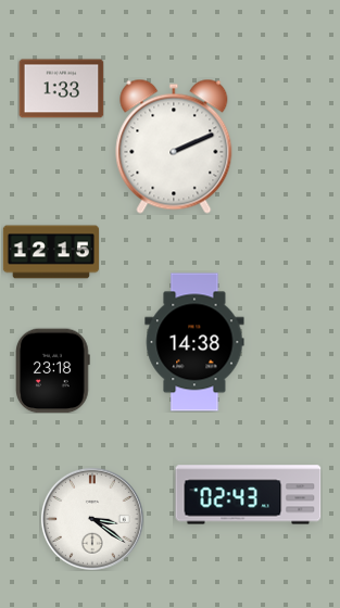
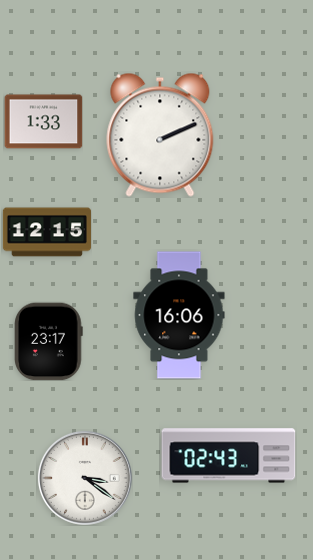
clock at (61, 89) position: (61, 89) -> (43, 122)
clock at (194, 342): 14:38 -> 16:06
clock at (53, 370): 23:18 -> 23:17
